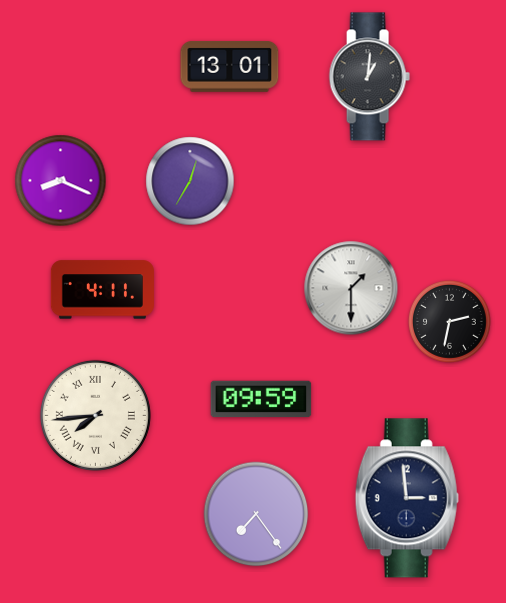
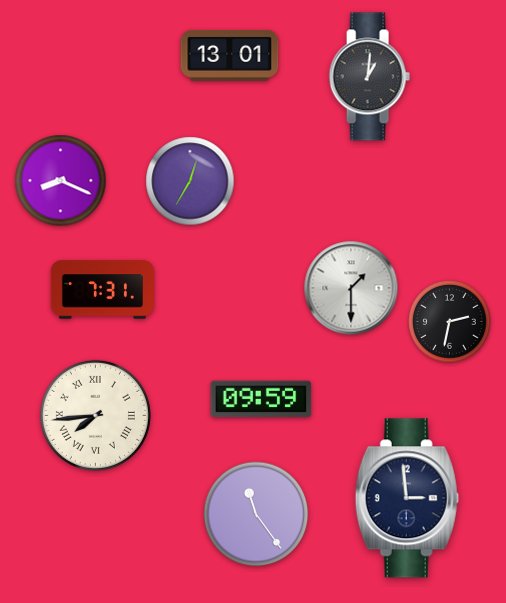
clock at (230, 66) position: (230, 66) -> (230, 55)
clock at (102, 290): 4:11 -> 7:31
clock at (256, 514): 7:24 -> 11:24
